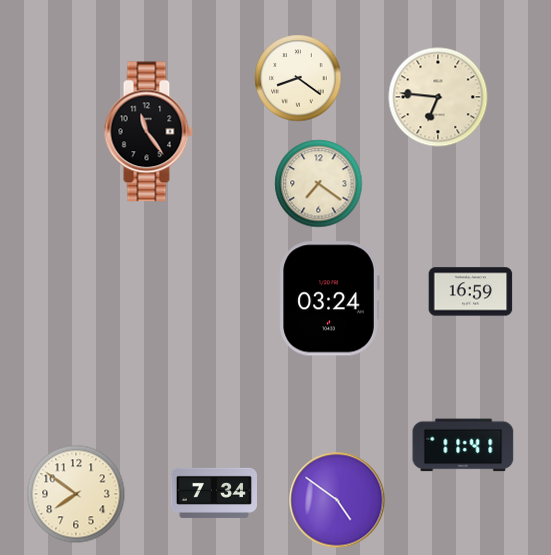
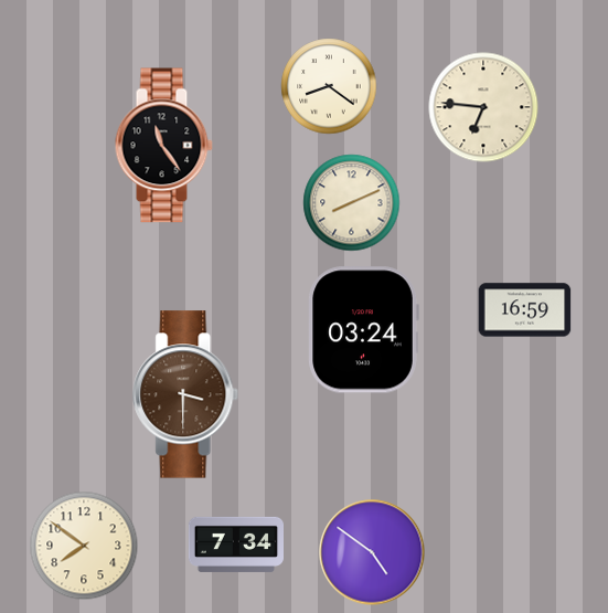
clock at (319, 184): 7:21 -> 8:11
clock at (471, 292) position: (471, 292) -> (525, 310)
clock at (186, 394): none -> 3:30
clock at (463, 445): 11:41 -> none
